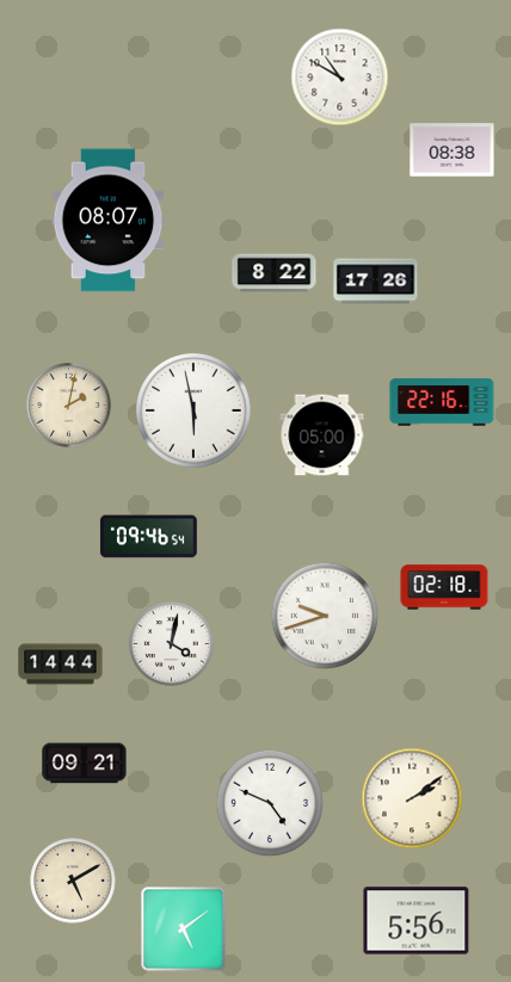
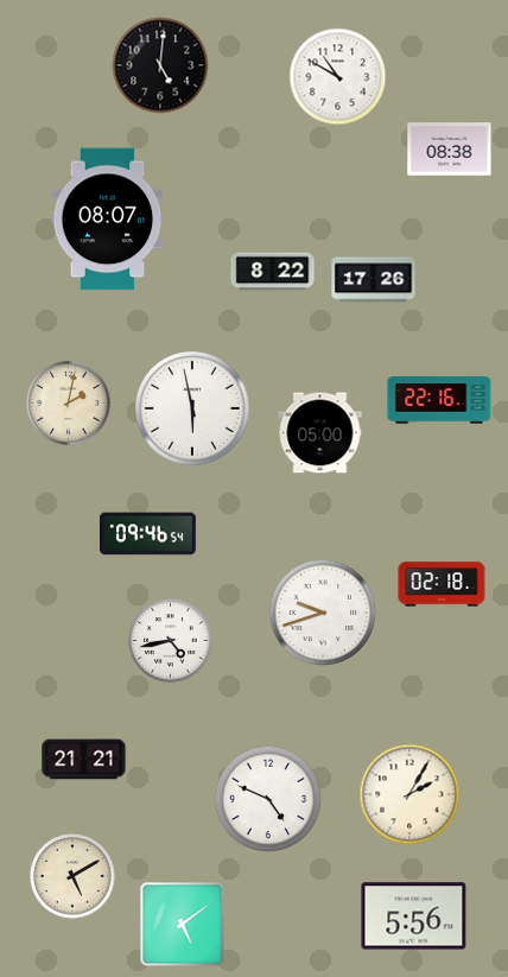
clock at (160, 65): none -> 5:01
clock at (172, 644): 4:02 -> 4:43
clock at (61, 665): 14:44 -> none
clock at (85, 764): 09:21 -> 21:21
clock at (412, 798): 2:09 -> 2:05
